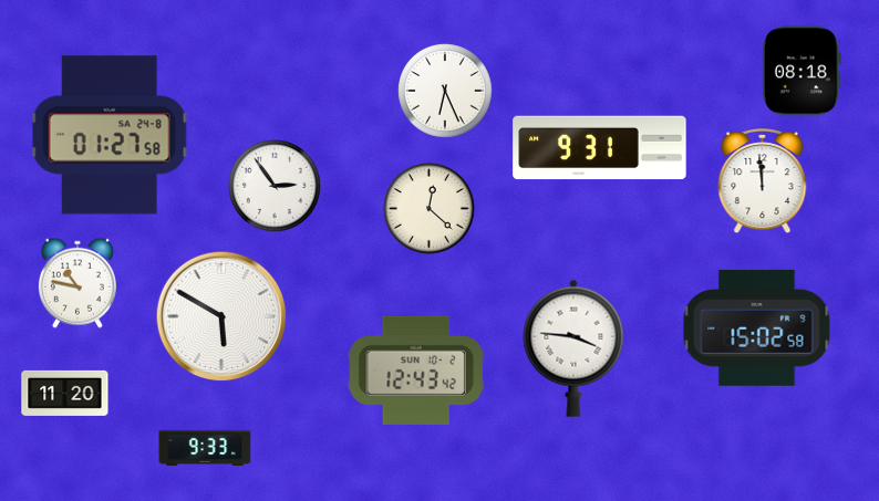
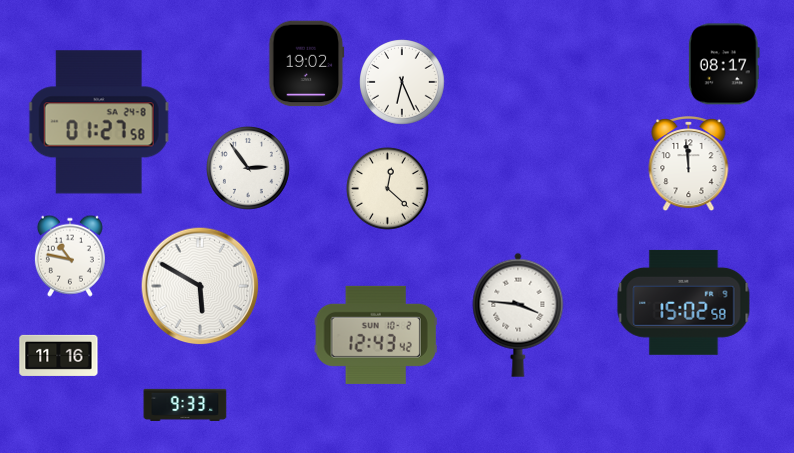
clock at (307, 64): none -> 19:02
clock at (802, 71): 08:18 -> 08:17
clock at (600, 148): 9:31 -> none
clock at (757, 327) position: (757, 327) -> (684, 302)
clock at (65, 393): 11:20 -> 11:16
